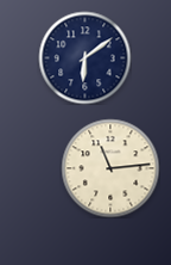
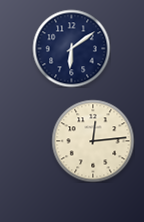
clock at (110, 168): 11:14 -> 12:14
